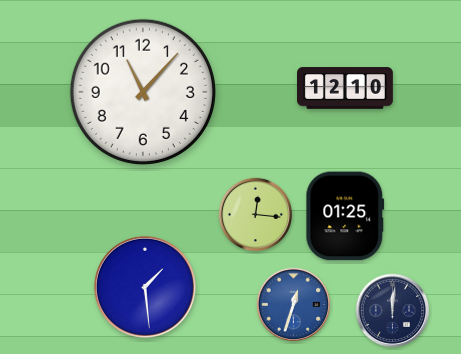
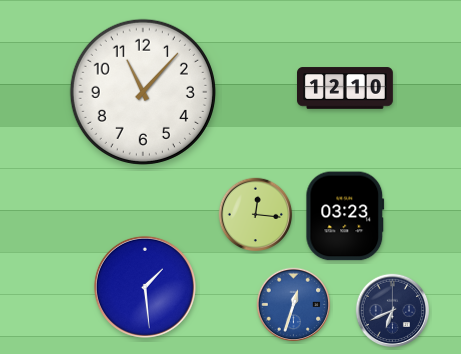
clock at (345, 216): 01:25 -> 03:23
clock at (393, 311): 12:01 -> 6:41
